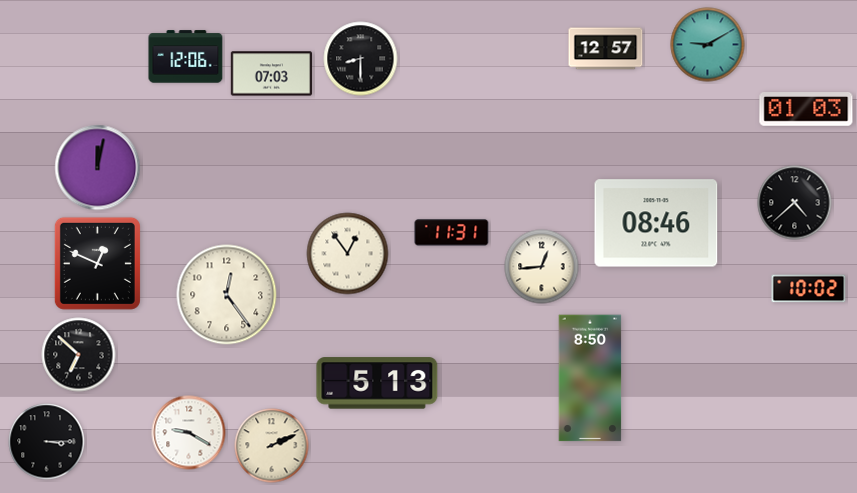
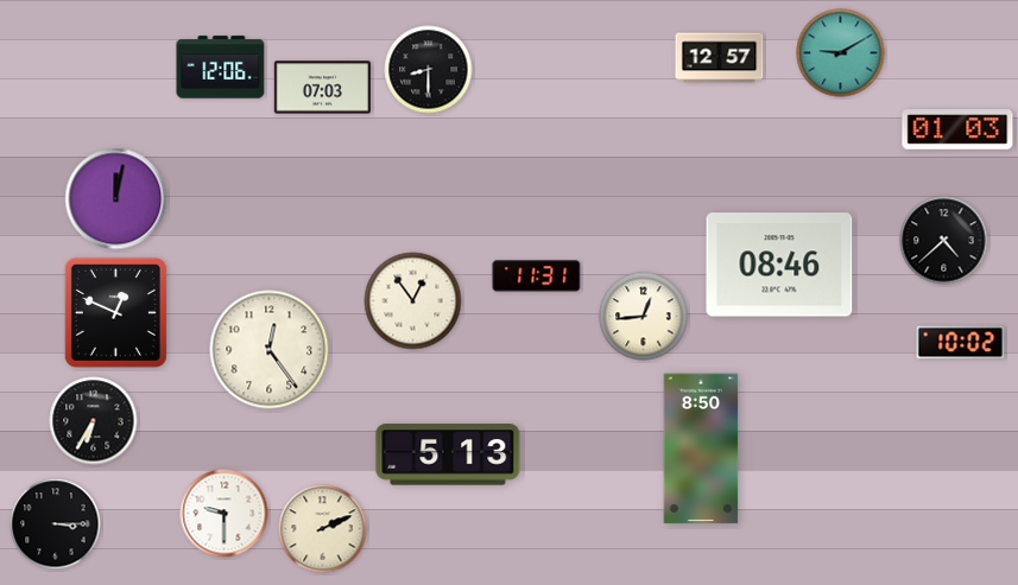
clock at (79, 355): 6:52 -> 6:35
clock at (189, 433): 9:20 -> 9:30
